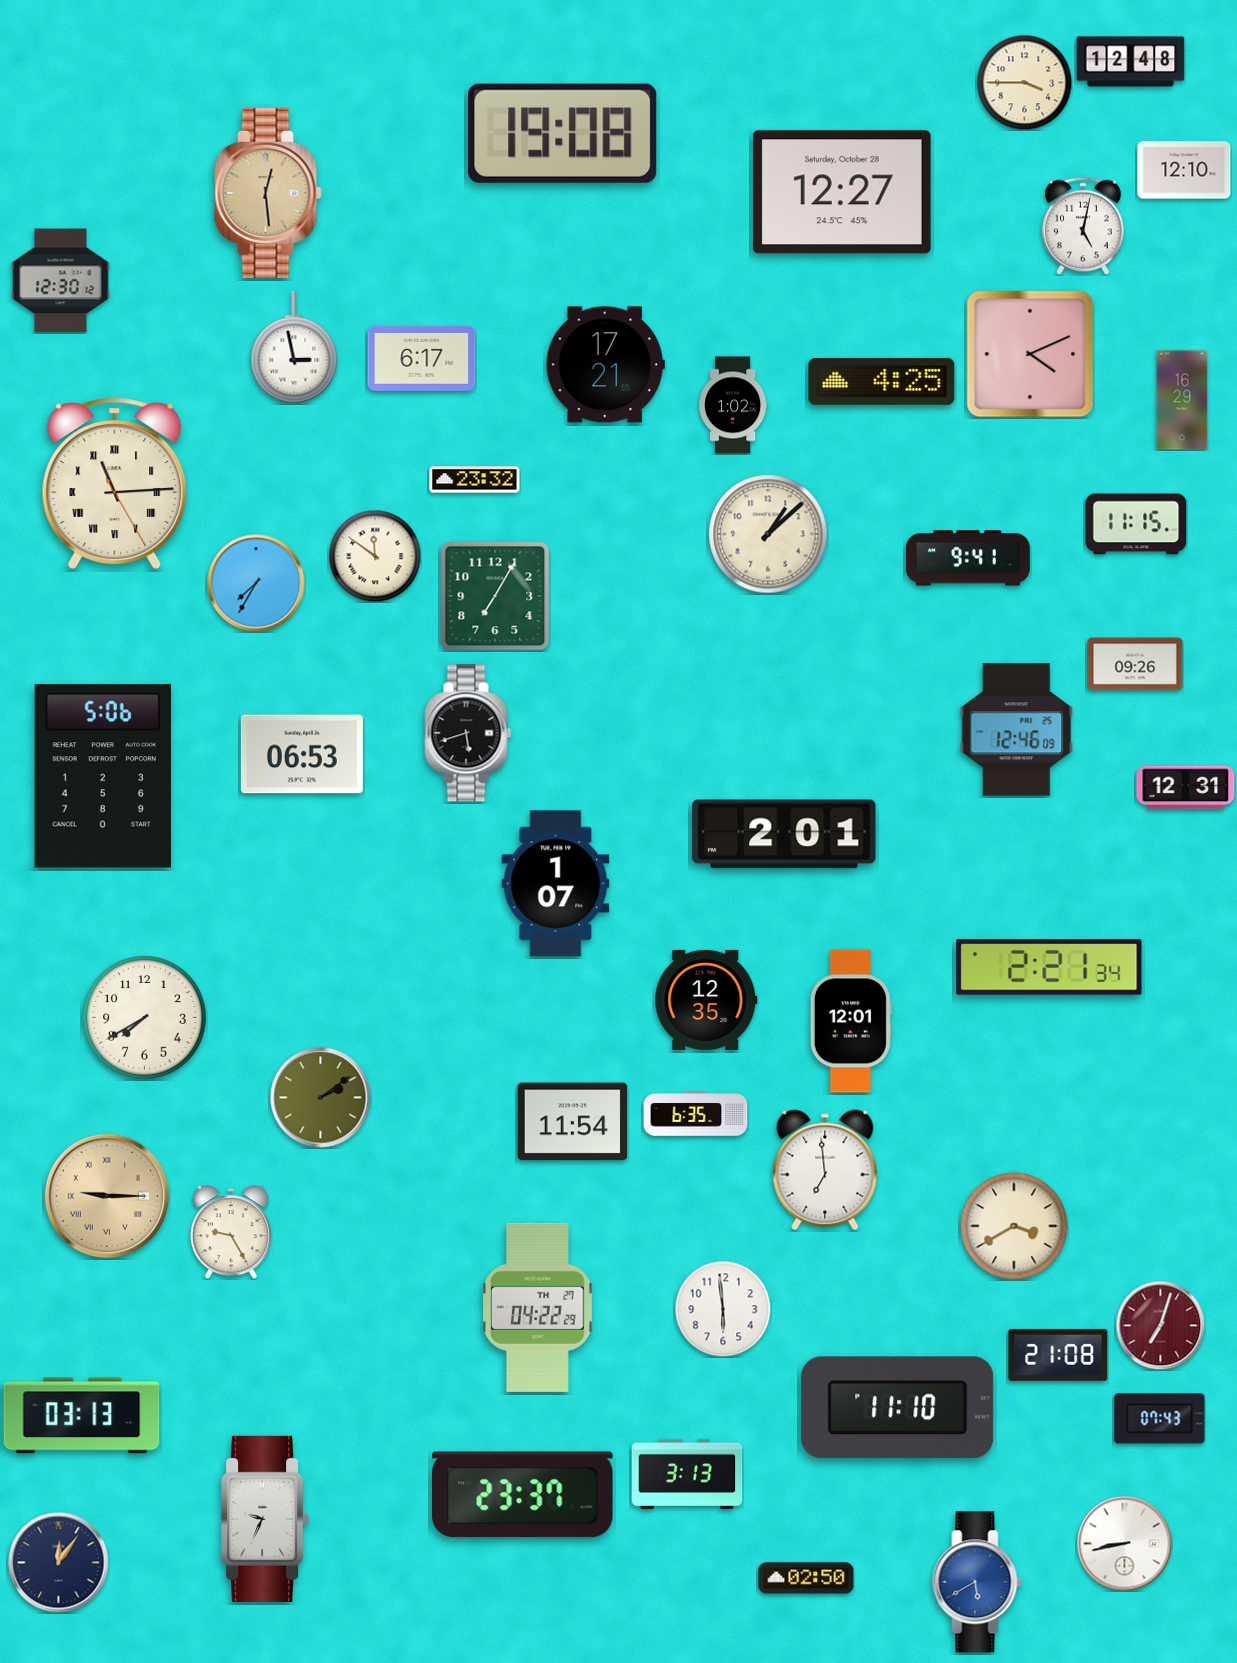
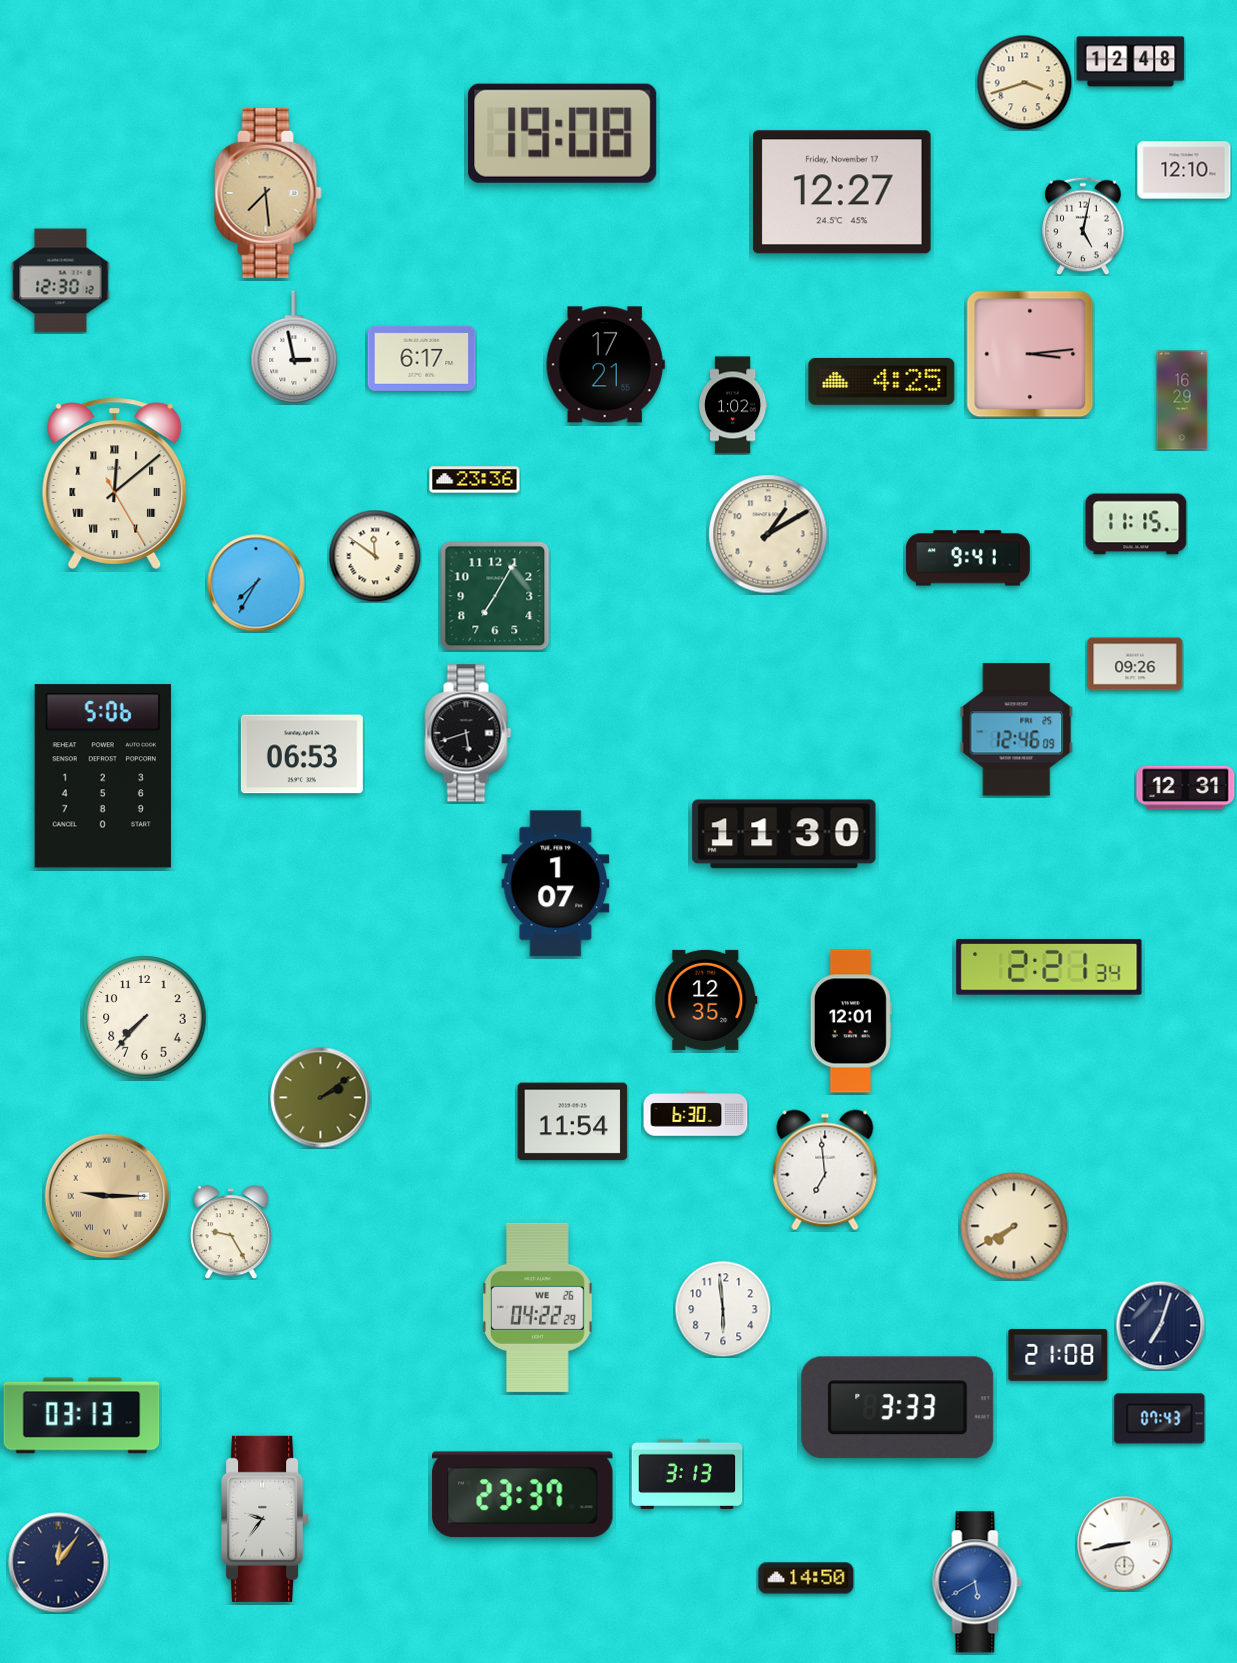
clock at (1024, 82): 3:45 -> 3:42
clock at (842, 192) date: Saturday, October 28 -> Friday, November 17
clock at (268, 193): 12:29 -> 7:29
clock at (1030, 354): 4:11 -> 3:14
clock at (475, 480): 23:32 -> 23:36
clock at (115, 483): 11:14 -> 12:08
clock at (768, 534): 1:08 -> 1:10
clock at (784, 834): 2:01 -> 11:30
clock at (145, 1018): 7:40 -> 7:37
clock at (696, 1114): 6:35 -> 6:30
clock at (1014, 1226): 3:40 -> 7:40
clock at (538, 1307) date: TH 27 -> WE 26
clock at (1160, 1325) dial: burgundy -> navy
clock at (898, 1408): 11:10 -> 3:33
clock at (266, 1519): 9:34 -> 9:36
clock at (806, 1578): 02:50 -> 14:50
